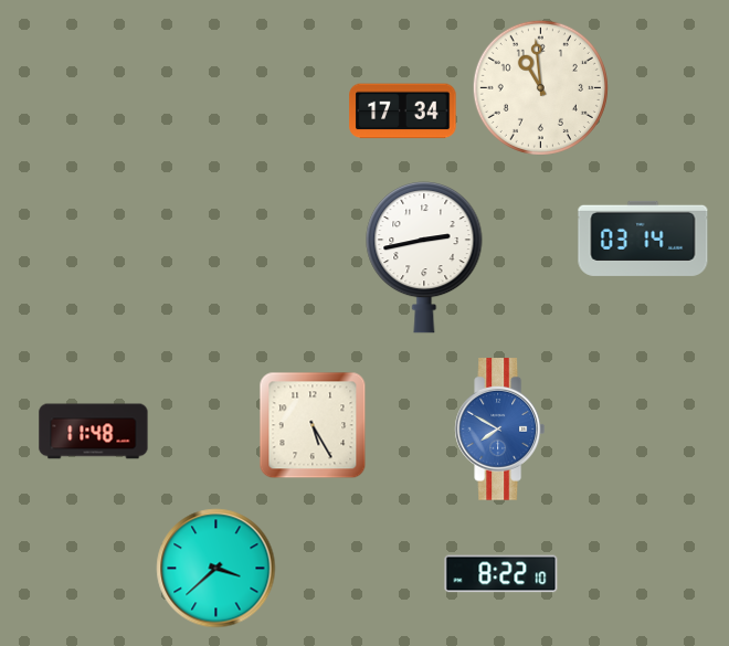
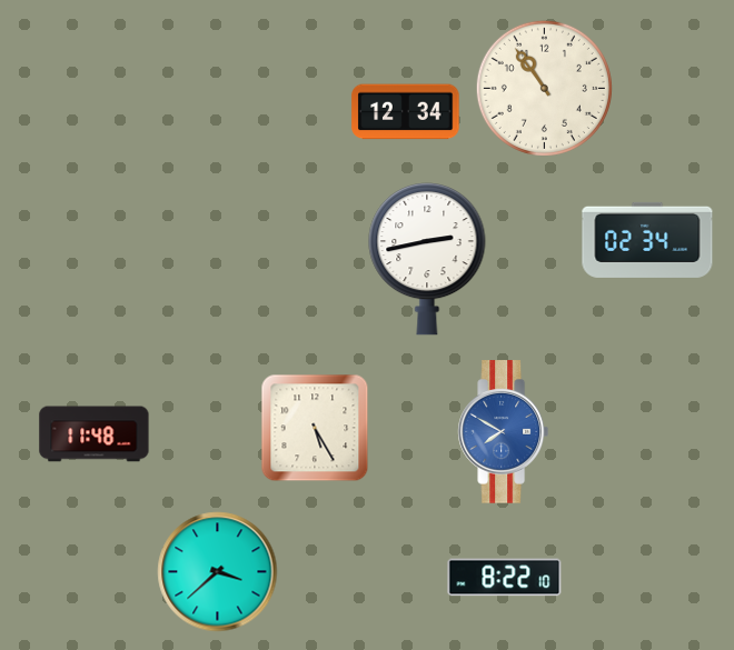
clock at (540, 87): 10:59 -> 10:54
clock at (403, 112): 17:34 -> 12:34
clock at (643, 239): 03:14 -> 02:34
